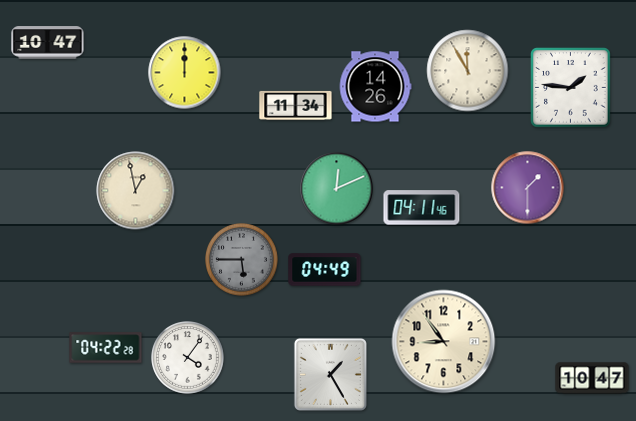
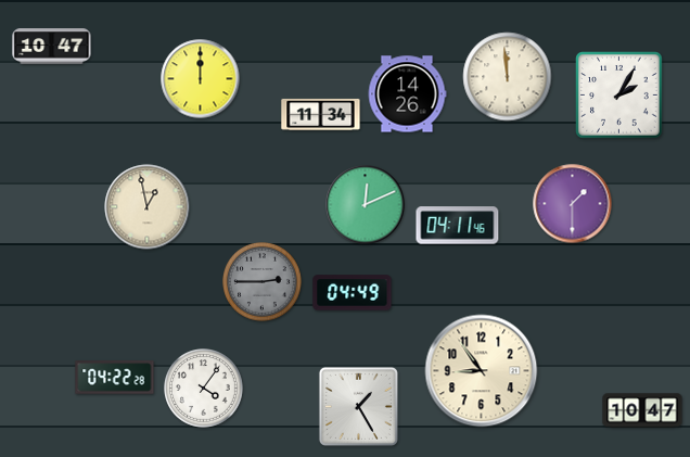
clock at (468, 71): 11:55 -> 11:59
clock at (571, 88): 1:46 -> 2:05
clock at (242, 260): 5:45 -> 2:45
